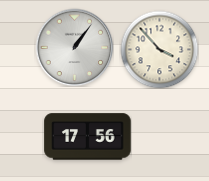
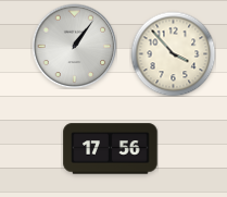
clock at (74, 47) position: (74, 47) -> (74, 46)
clock at (88, 137) position: (88, 137) -> (111, 149)
